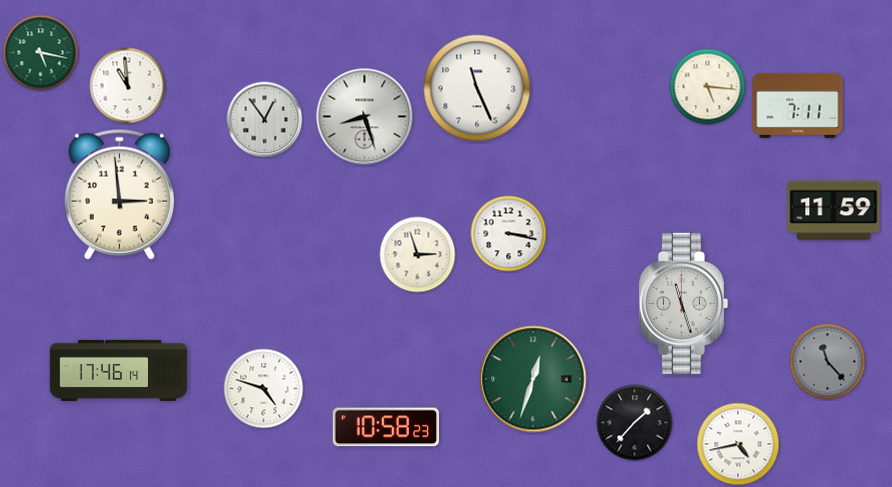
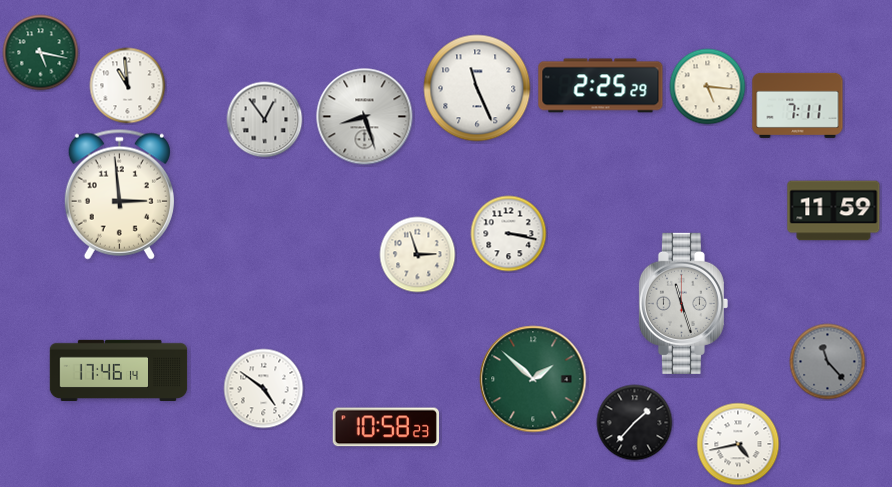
clock at (601, 86): none -> 2:25
clock at (533, 379): 12:33 -> 1:52
clock at (264, 389): 4:48 -> 4:51
